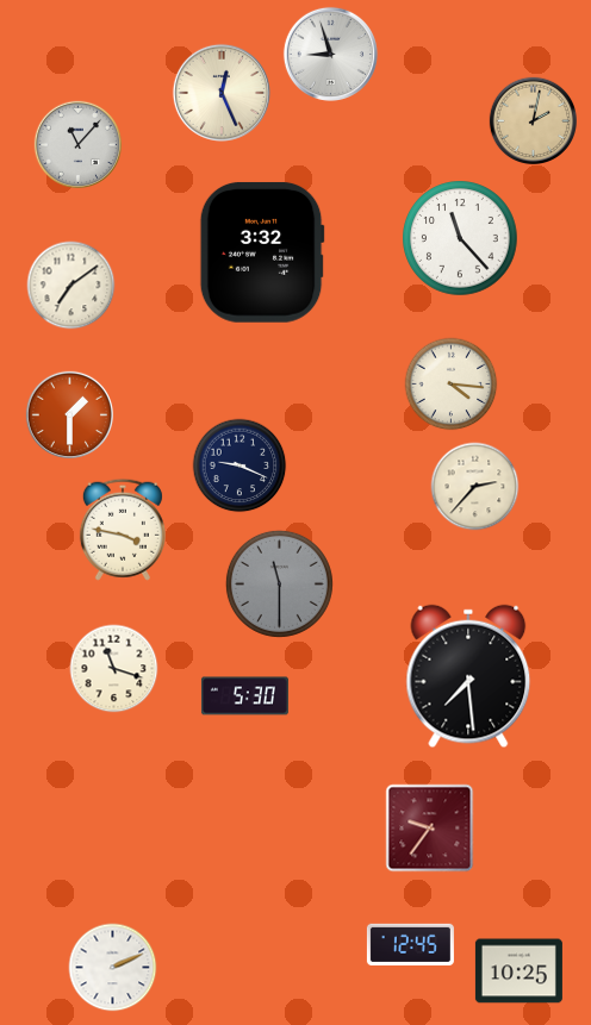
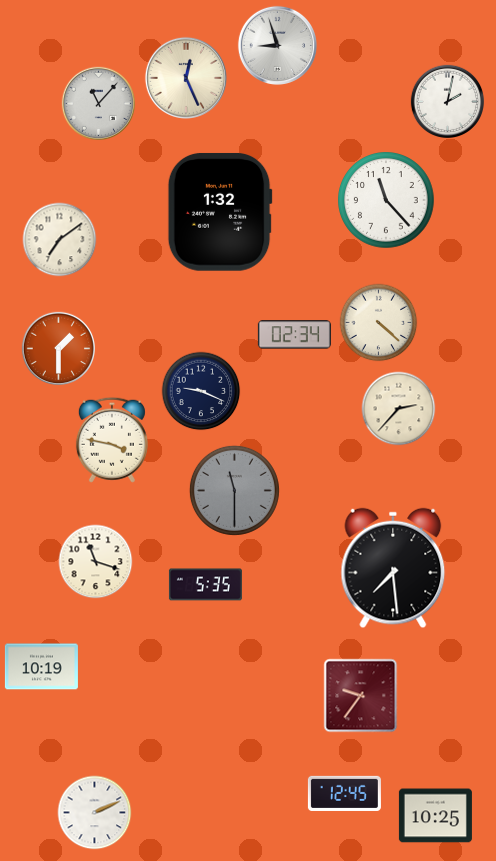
clock at (533, 120) dial: champagne -> white
clock at (77, 144) position: (77, 144) -> (98, 103)
clock at (262, 252): 3:32 -> 1:32
clock at (452, 385): 4:16 -> 4:22
clock at (294, 335): none -> 02:34
clock at (123, 530) position: (123, 530) -> (112, 440)
clock at (244, 696): 5:30 -> 5:35
clock at (41, 667): none -> 10:19
